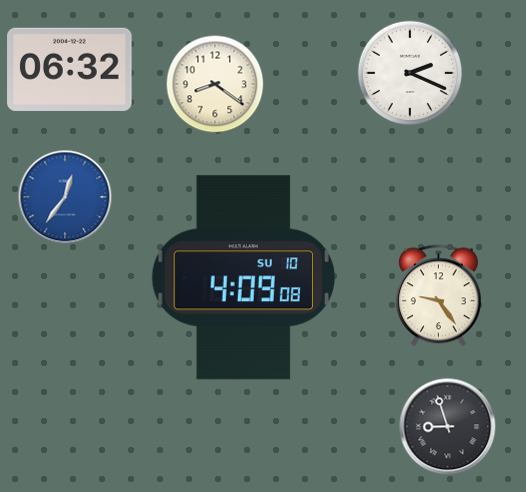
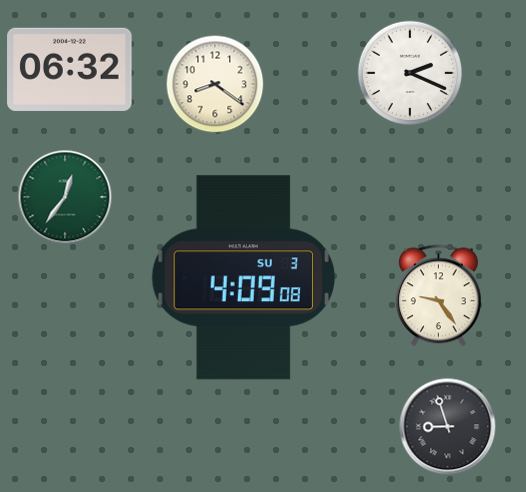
clock at (65, 197) dial: blue -> green
clock at (243, 278) date: SU 10 -> SU 3
